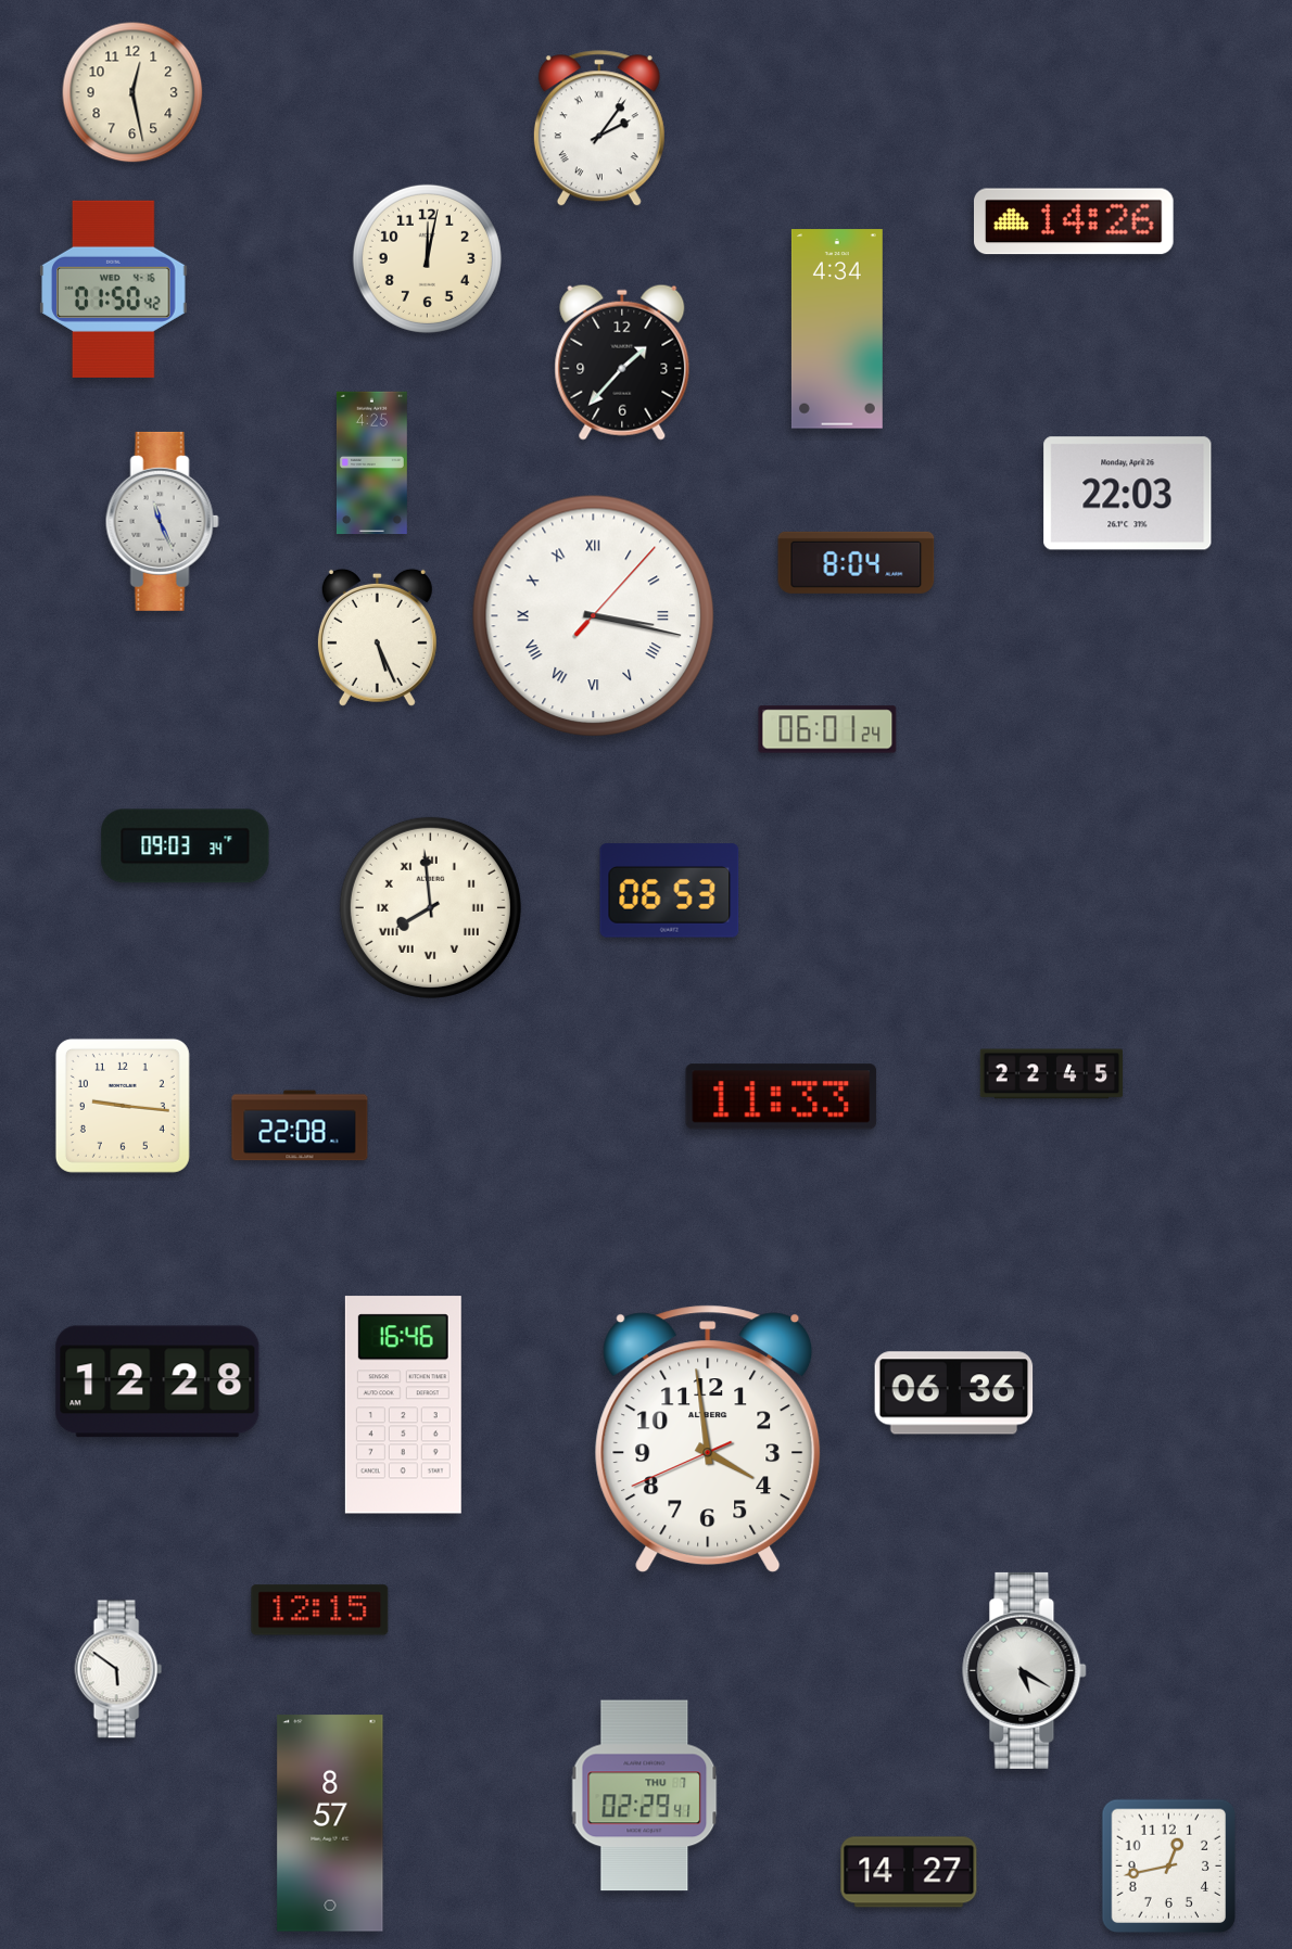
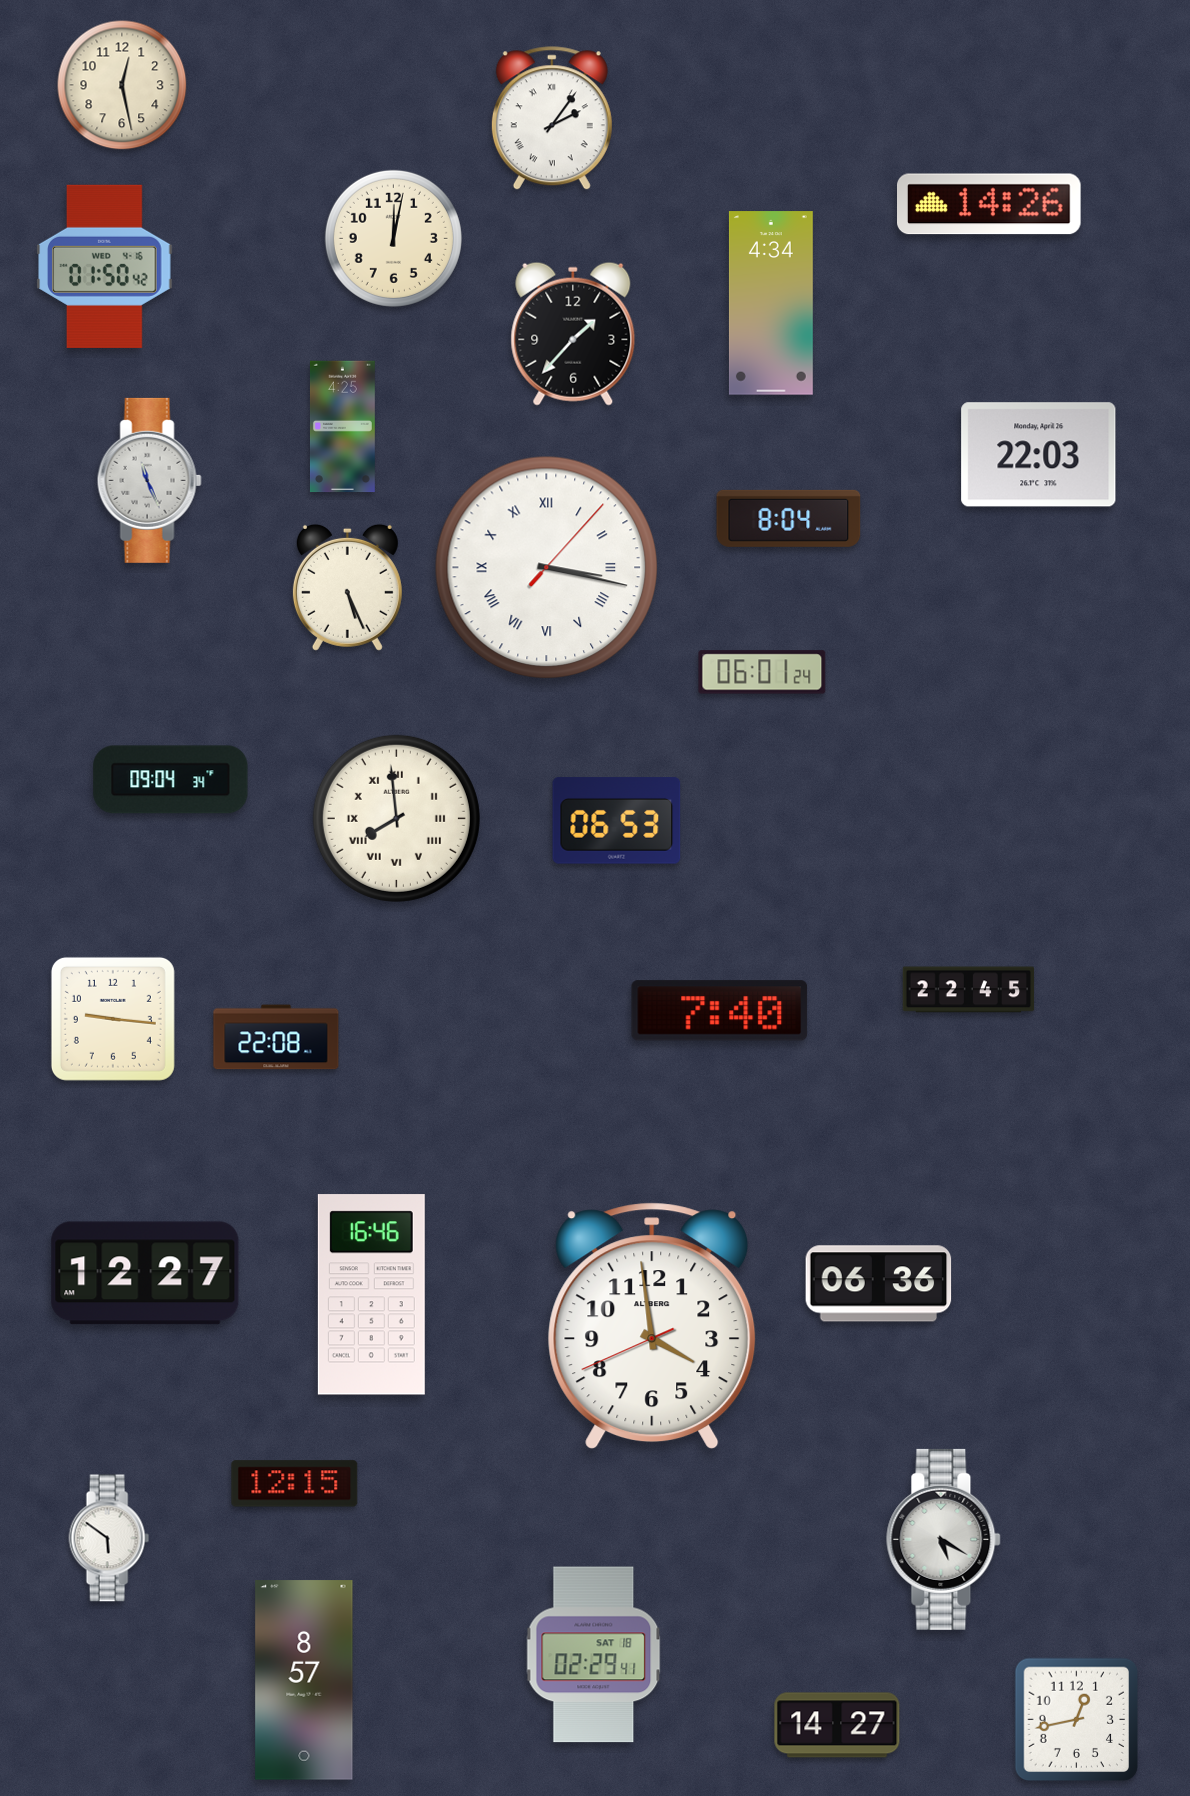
clock at (186, 846): 09:03 -> 09:04
clock at (430, 907) position: (430, 907) -> (396, 818)
clock at (782, 1097): 11:33 -> 7:40
clock at (157, 1381): 12:28 -> 12:27
clock at (645, 1796) date: THU 7 -> SAT 18
